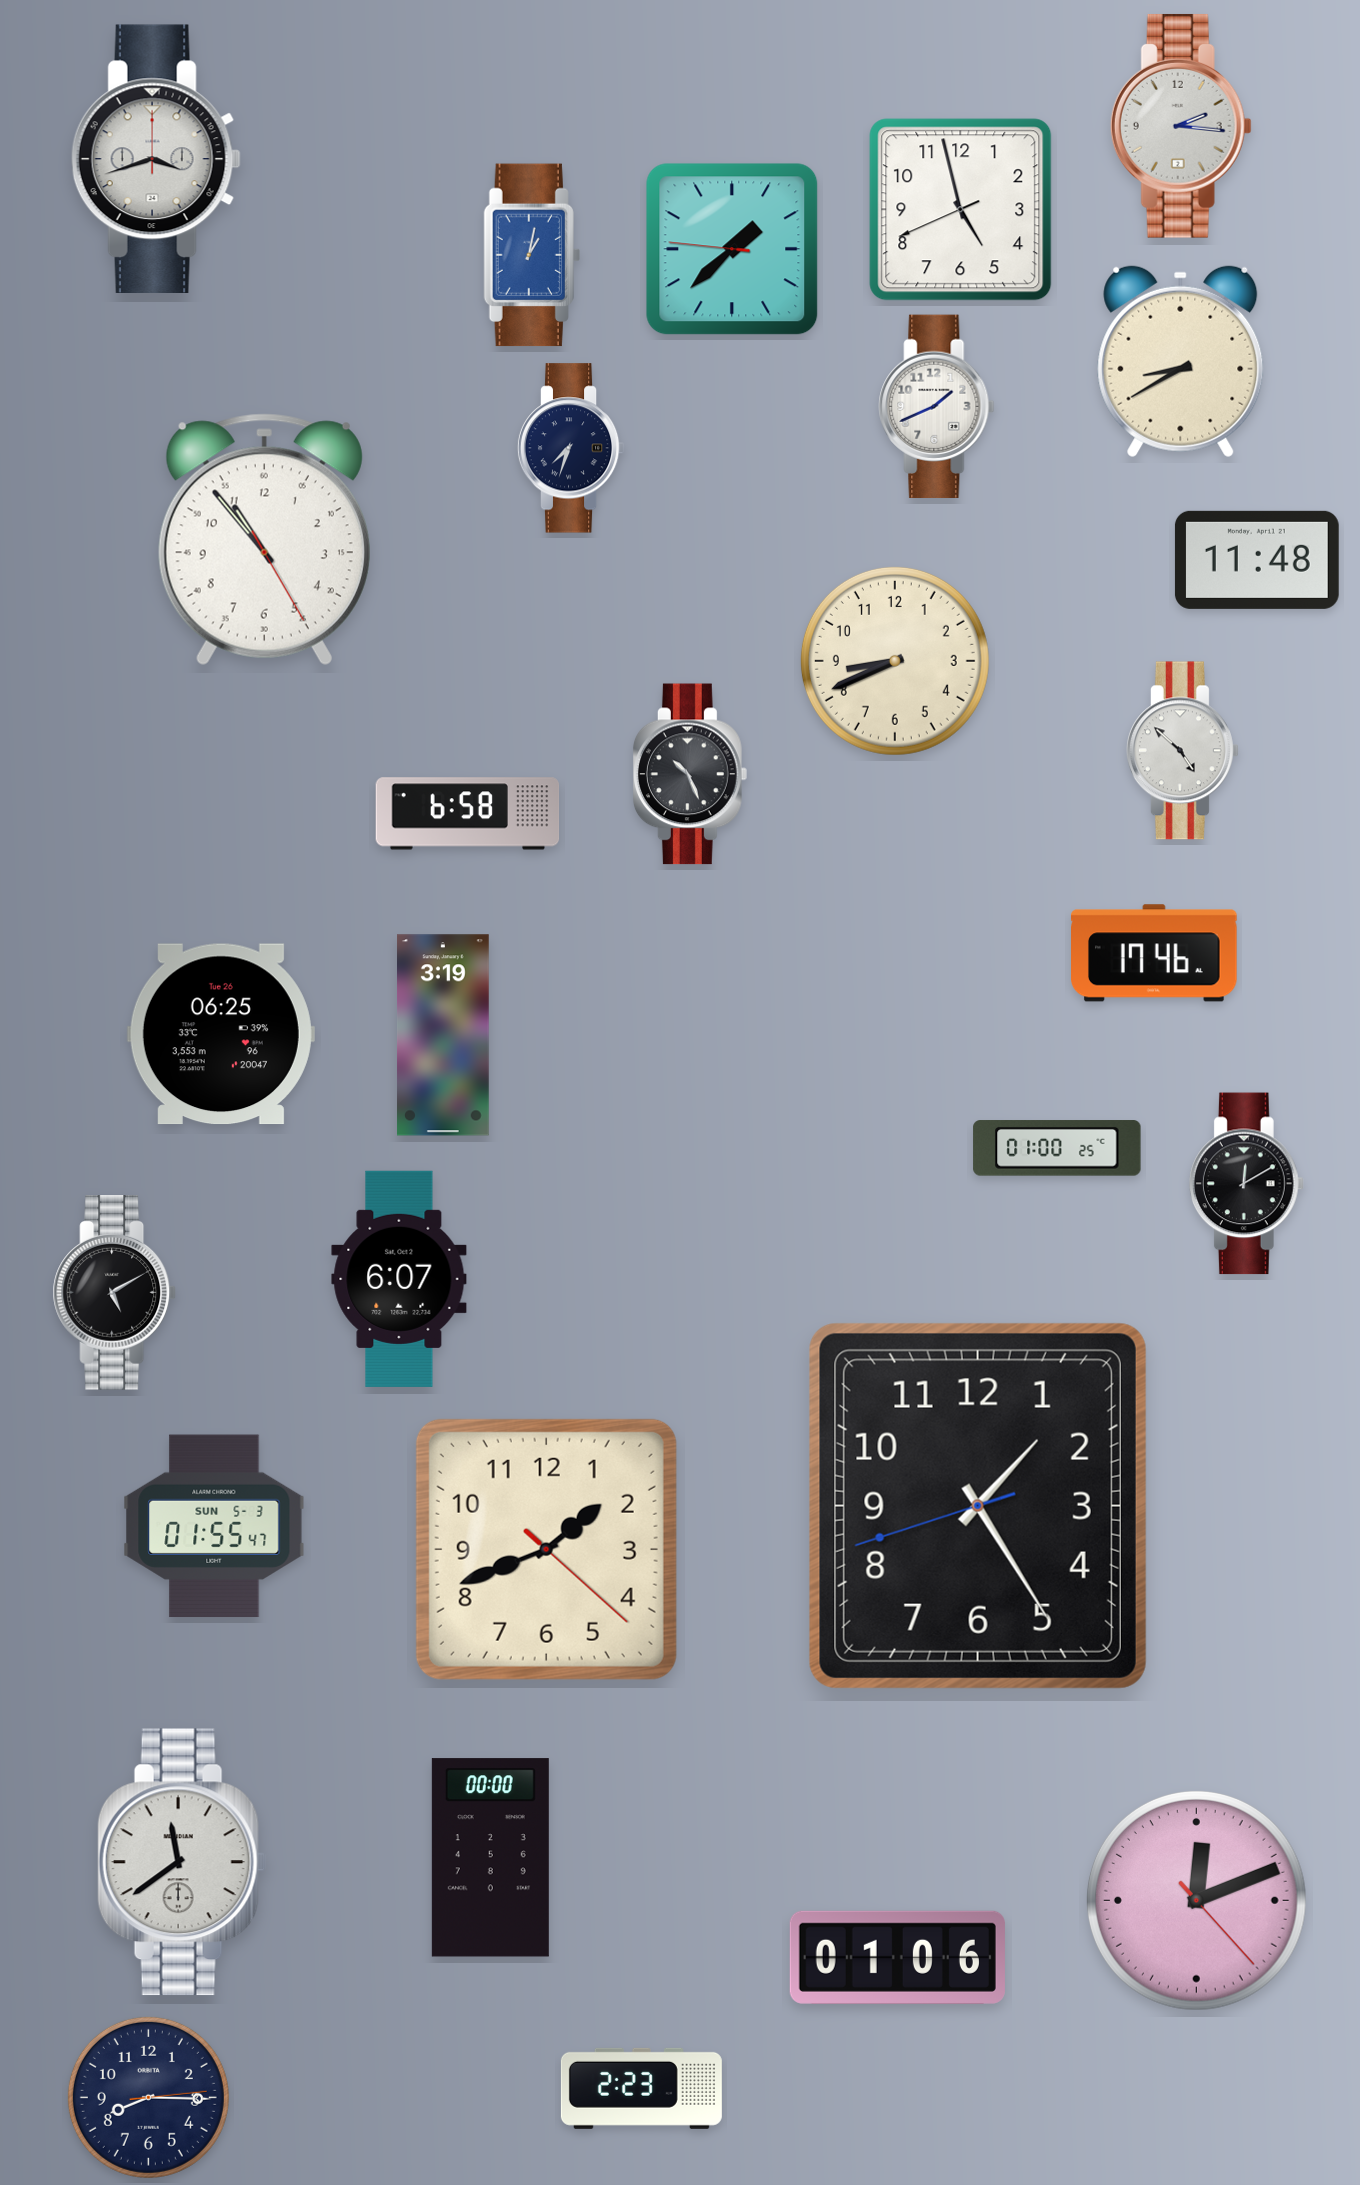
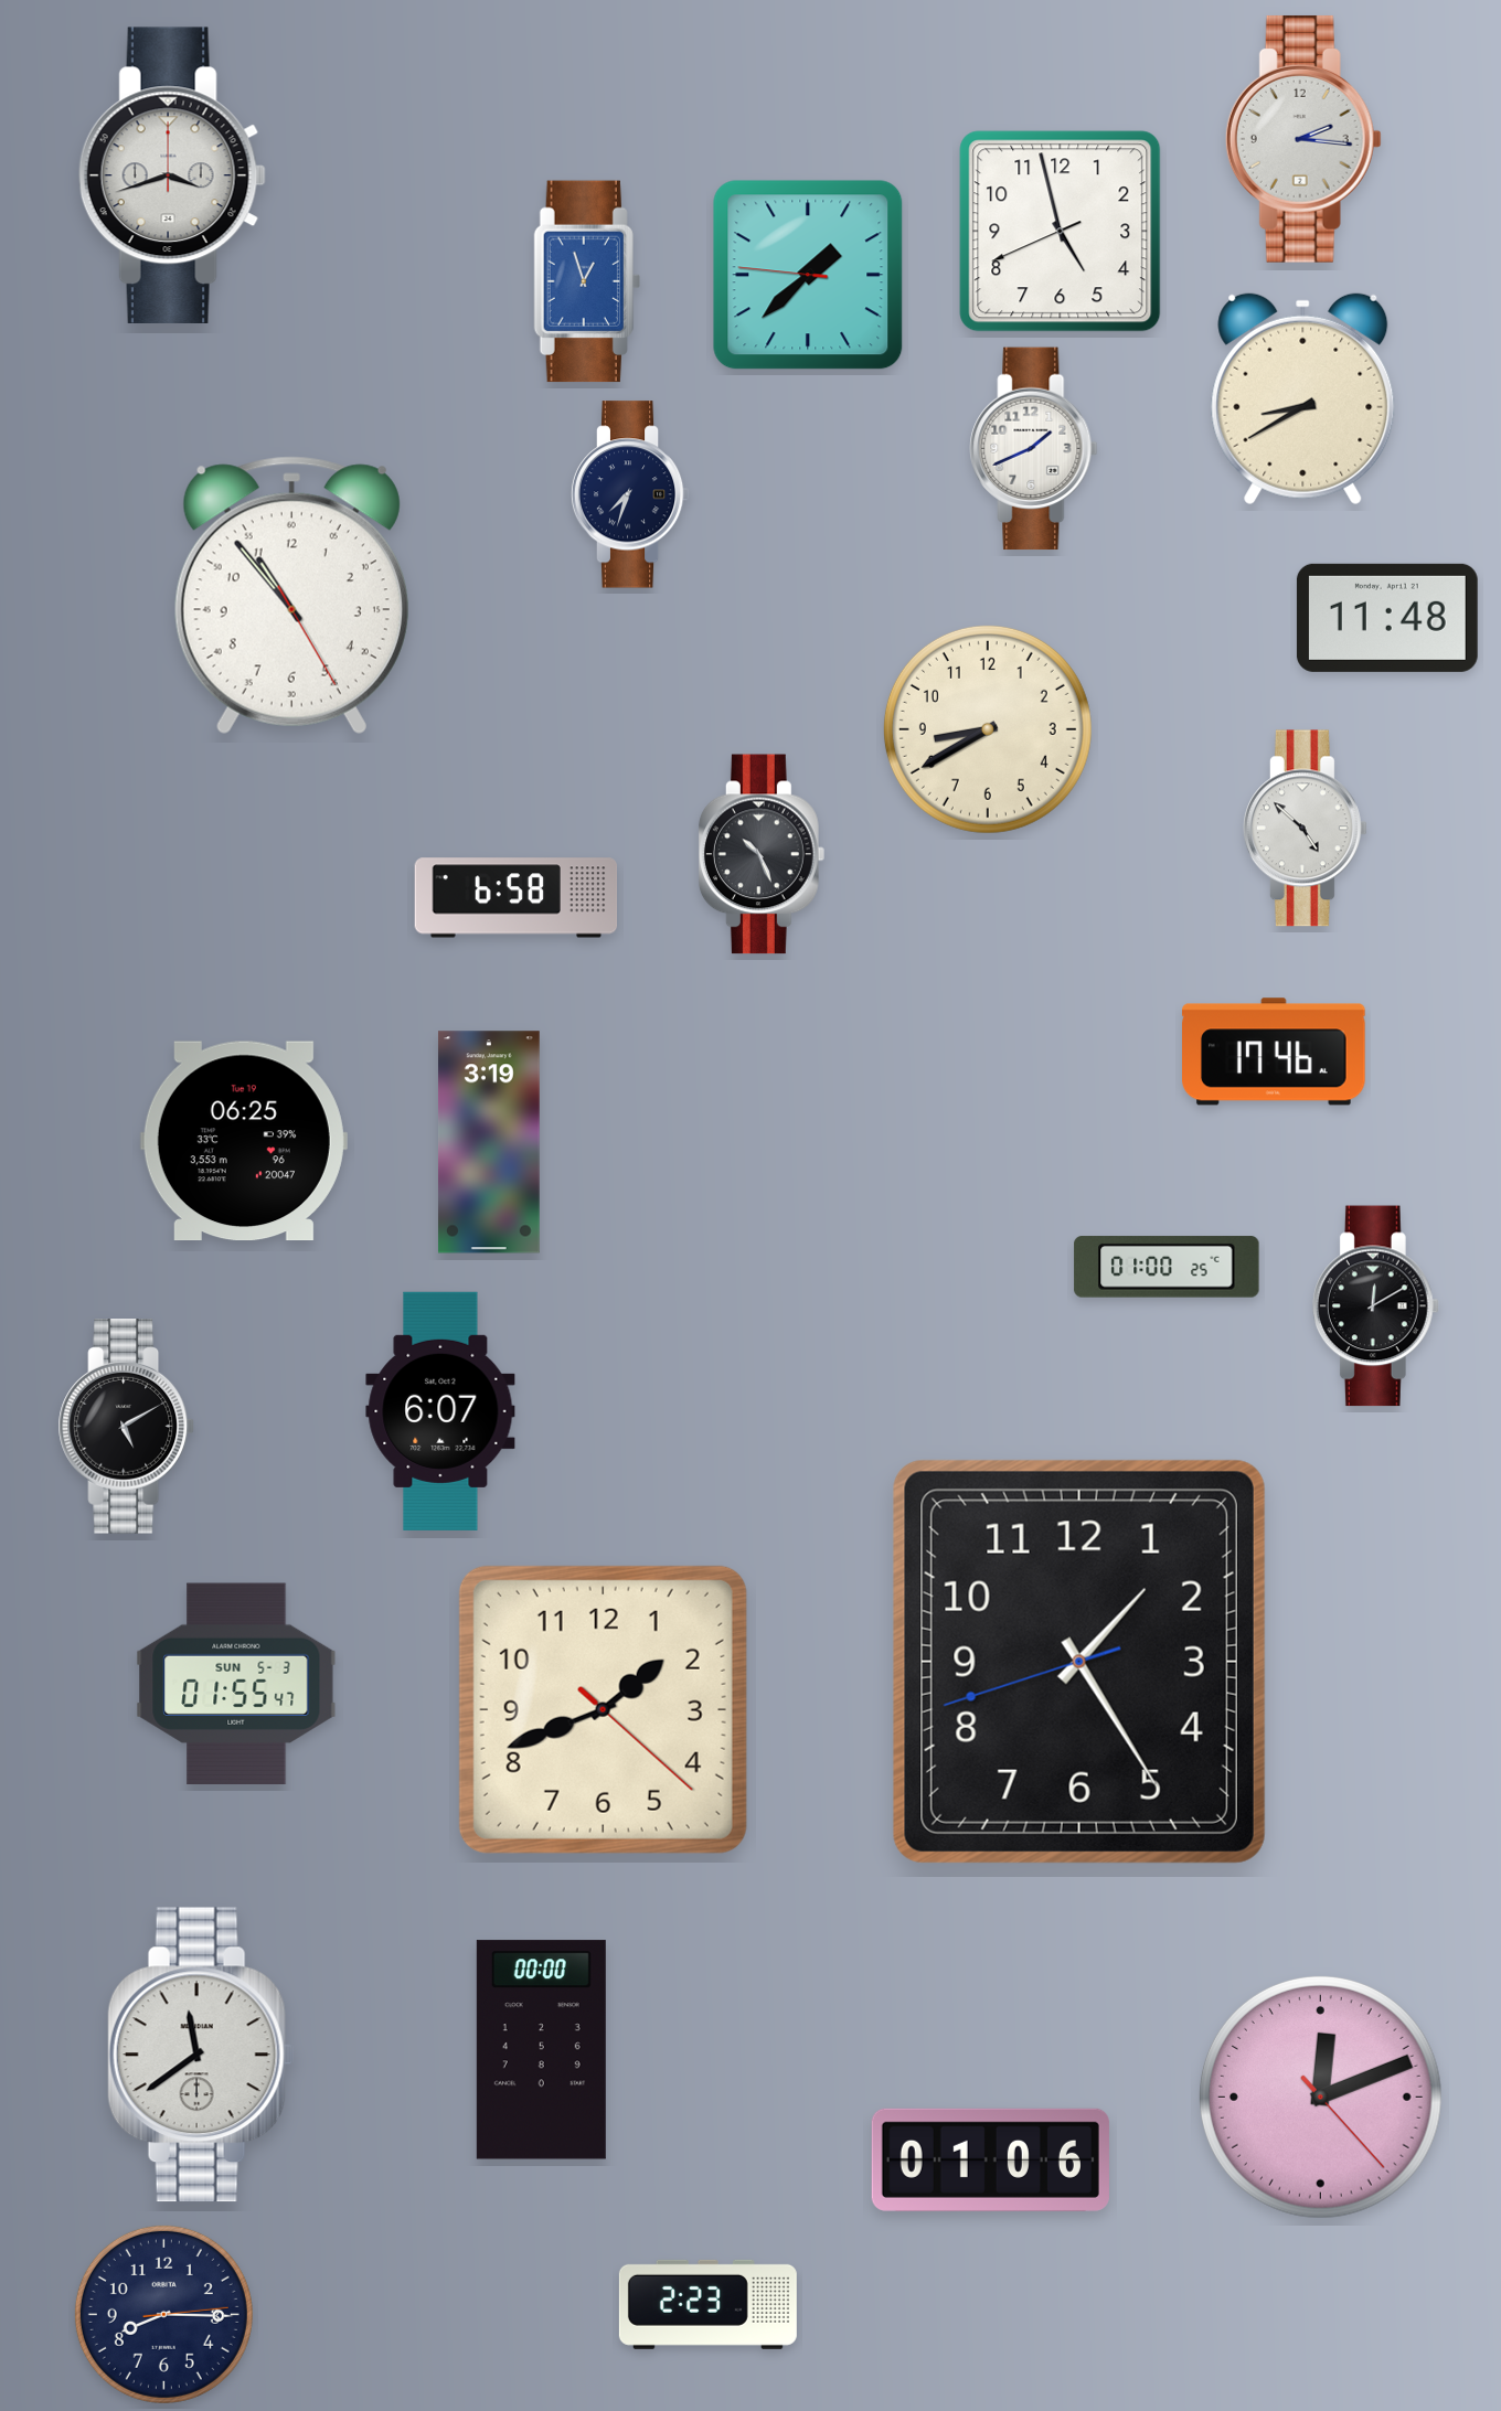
clock at (532, 255): 1:02 -> 12:57
clock at (895, 661): 8:41 -> 8:40
clock at (221, 1034) date: Tue 26 -> Tue 19
